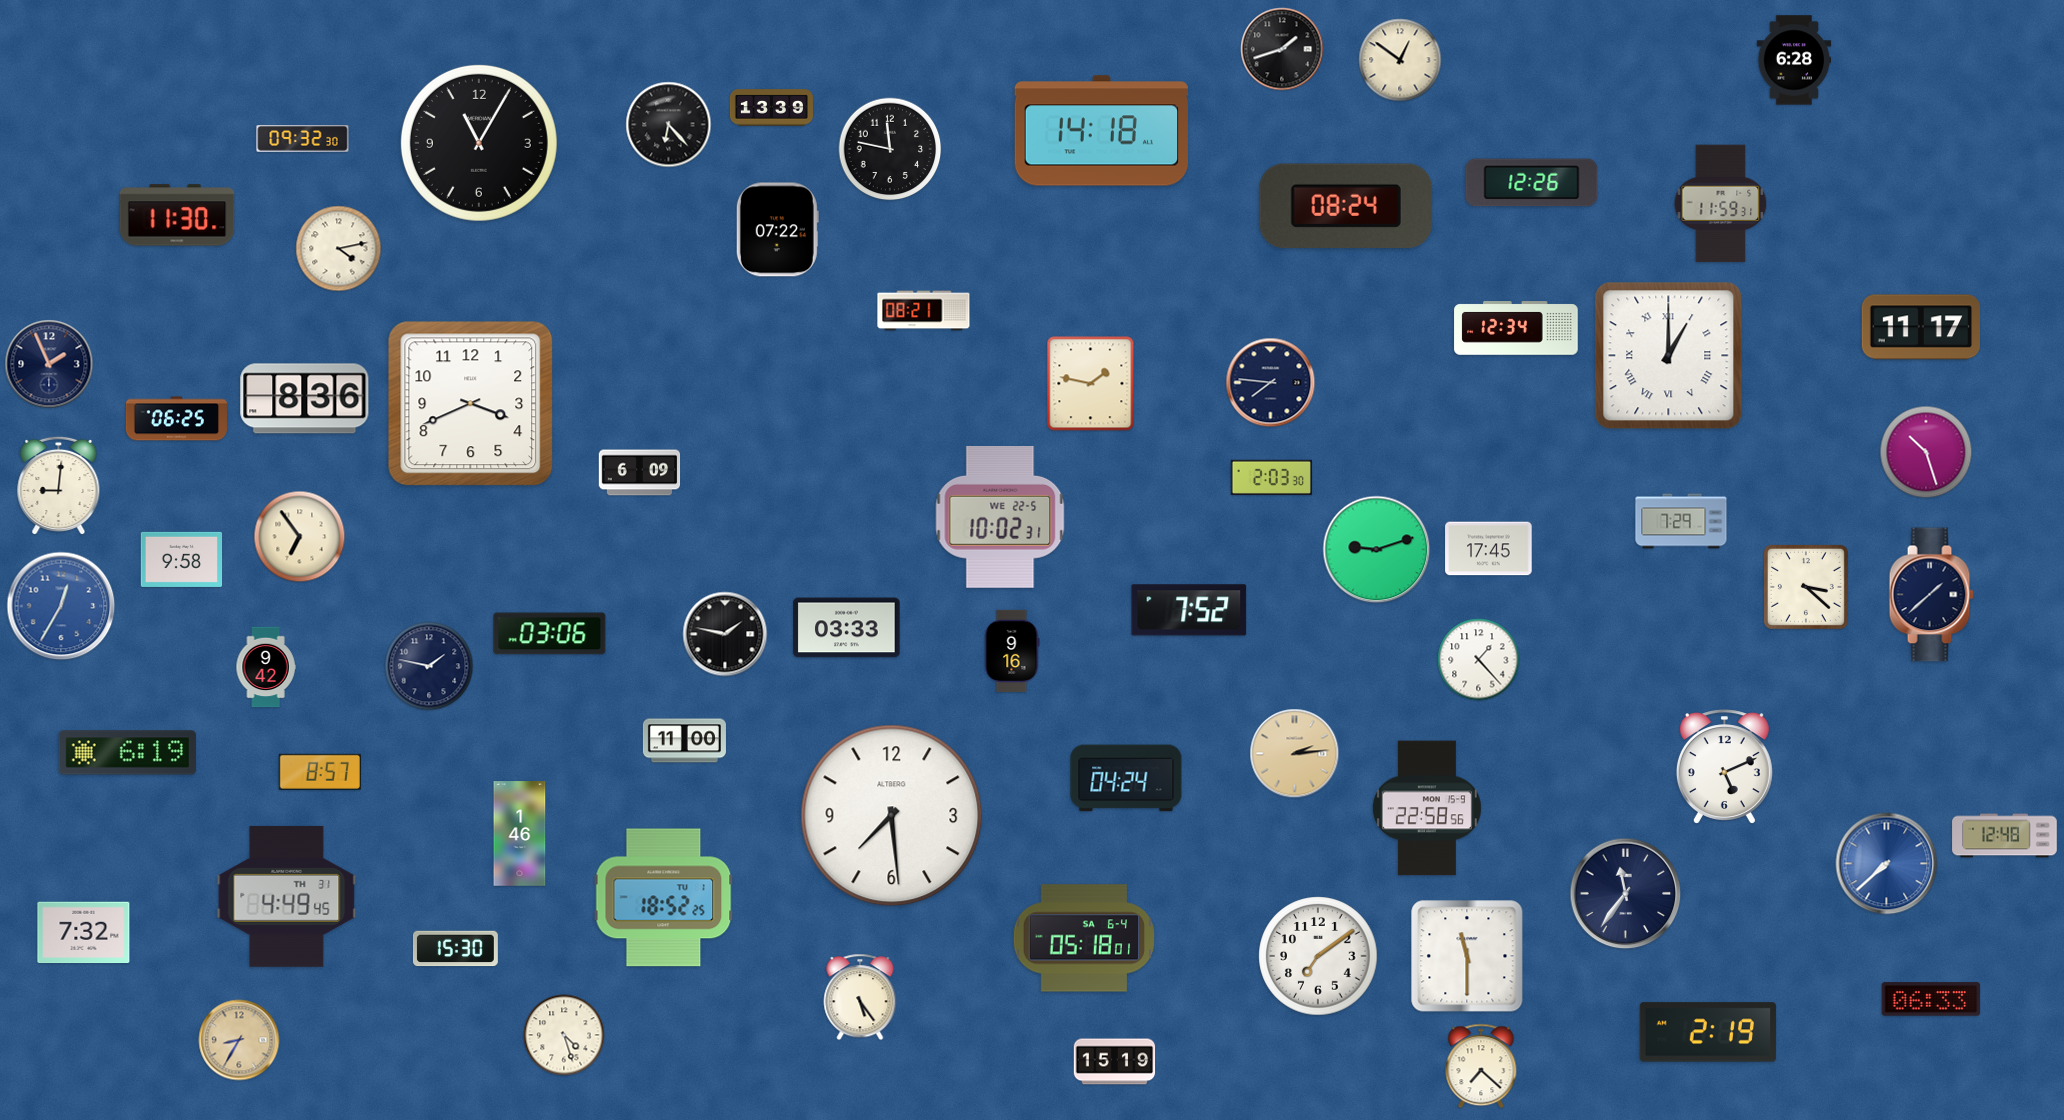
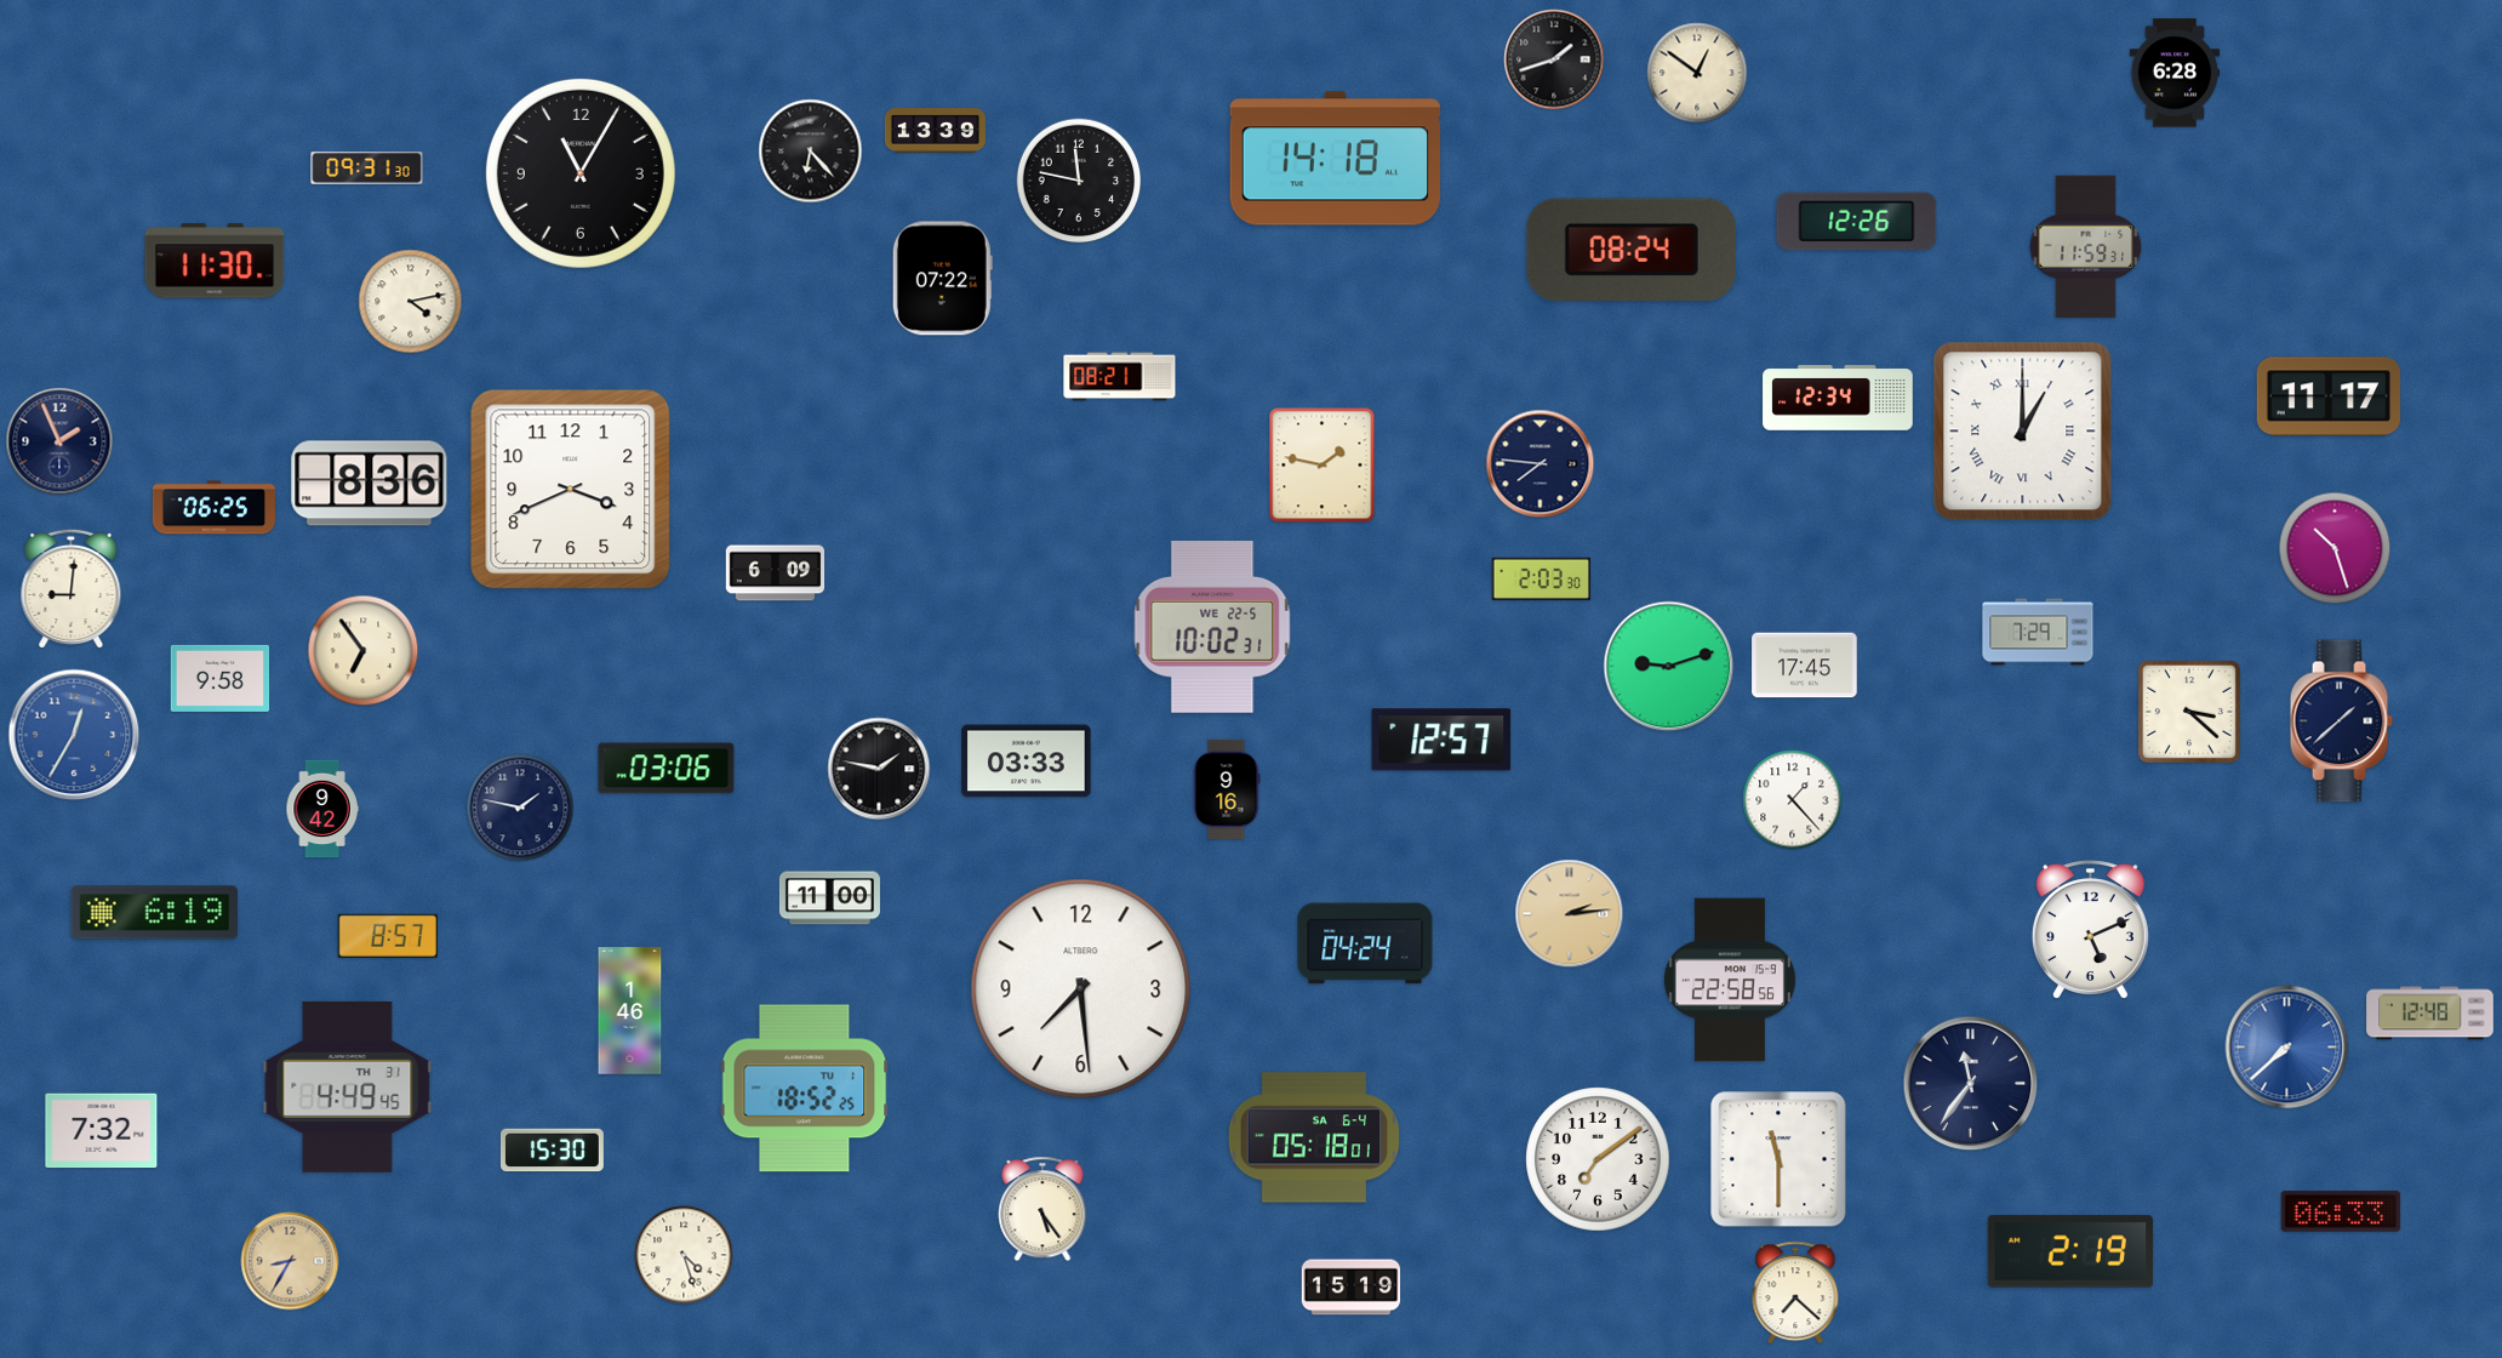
clock at (303, 139): 09:32 -> 09:31
clock at (1189, 610): 7:52 -> 12:57
